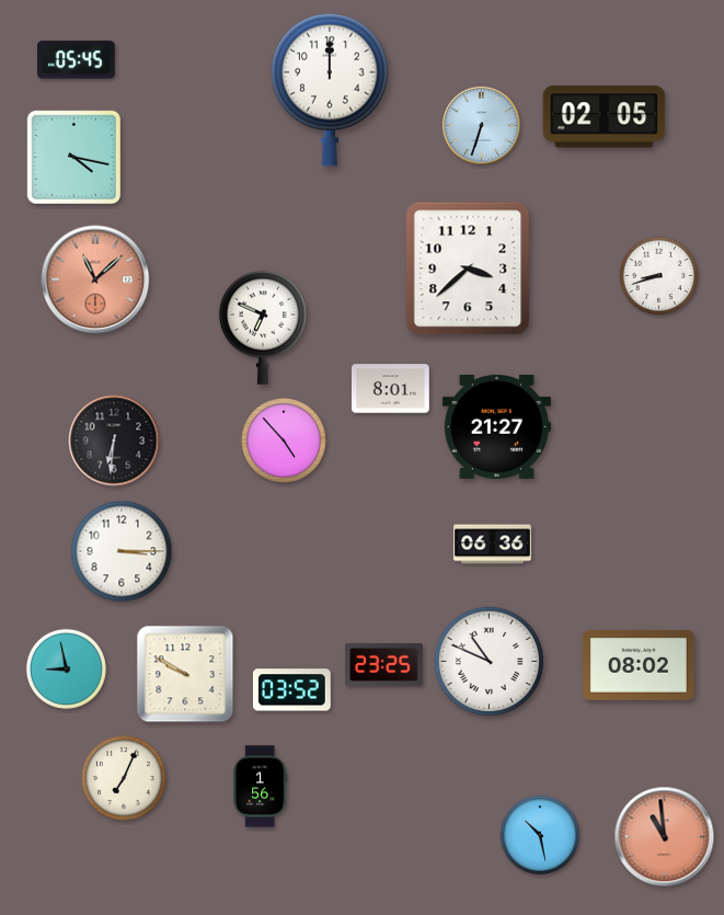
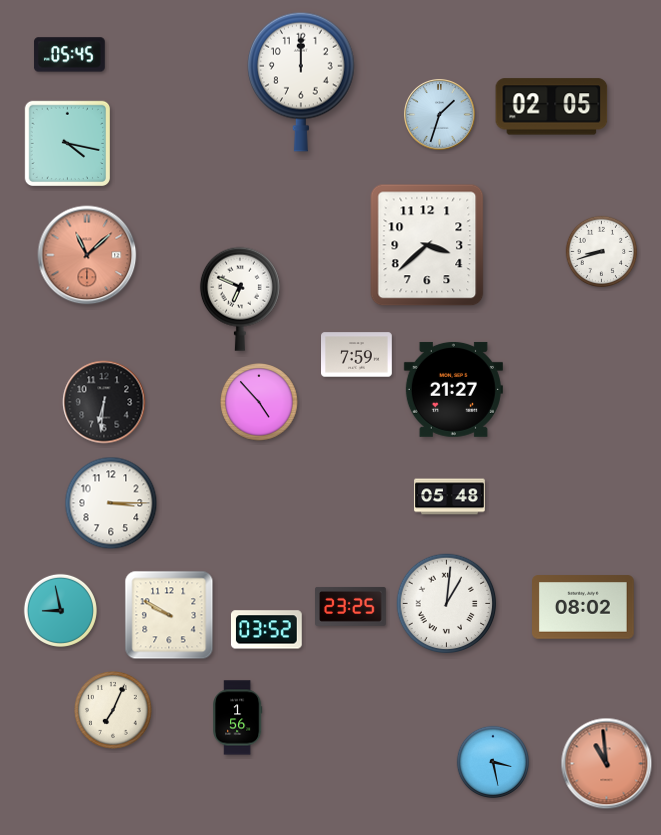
clock at (482, 126): 6:33 -> 1:33
clock at (391, 389): 8:01 -> 7:59
clock at (493, 545): 06:36 -> 05:48
clock at (490, 662): 10:49 -> 1:01
clock at (539, 834): 10:28 -> 3:28
